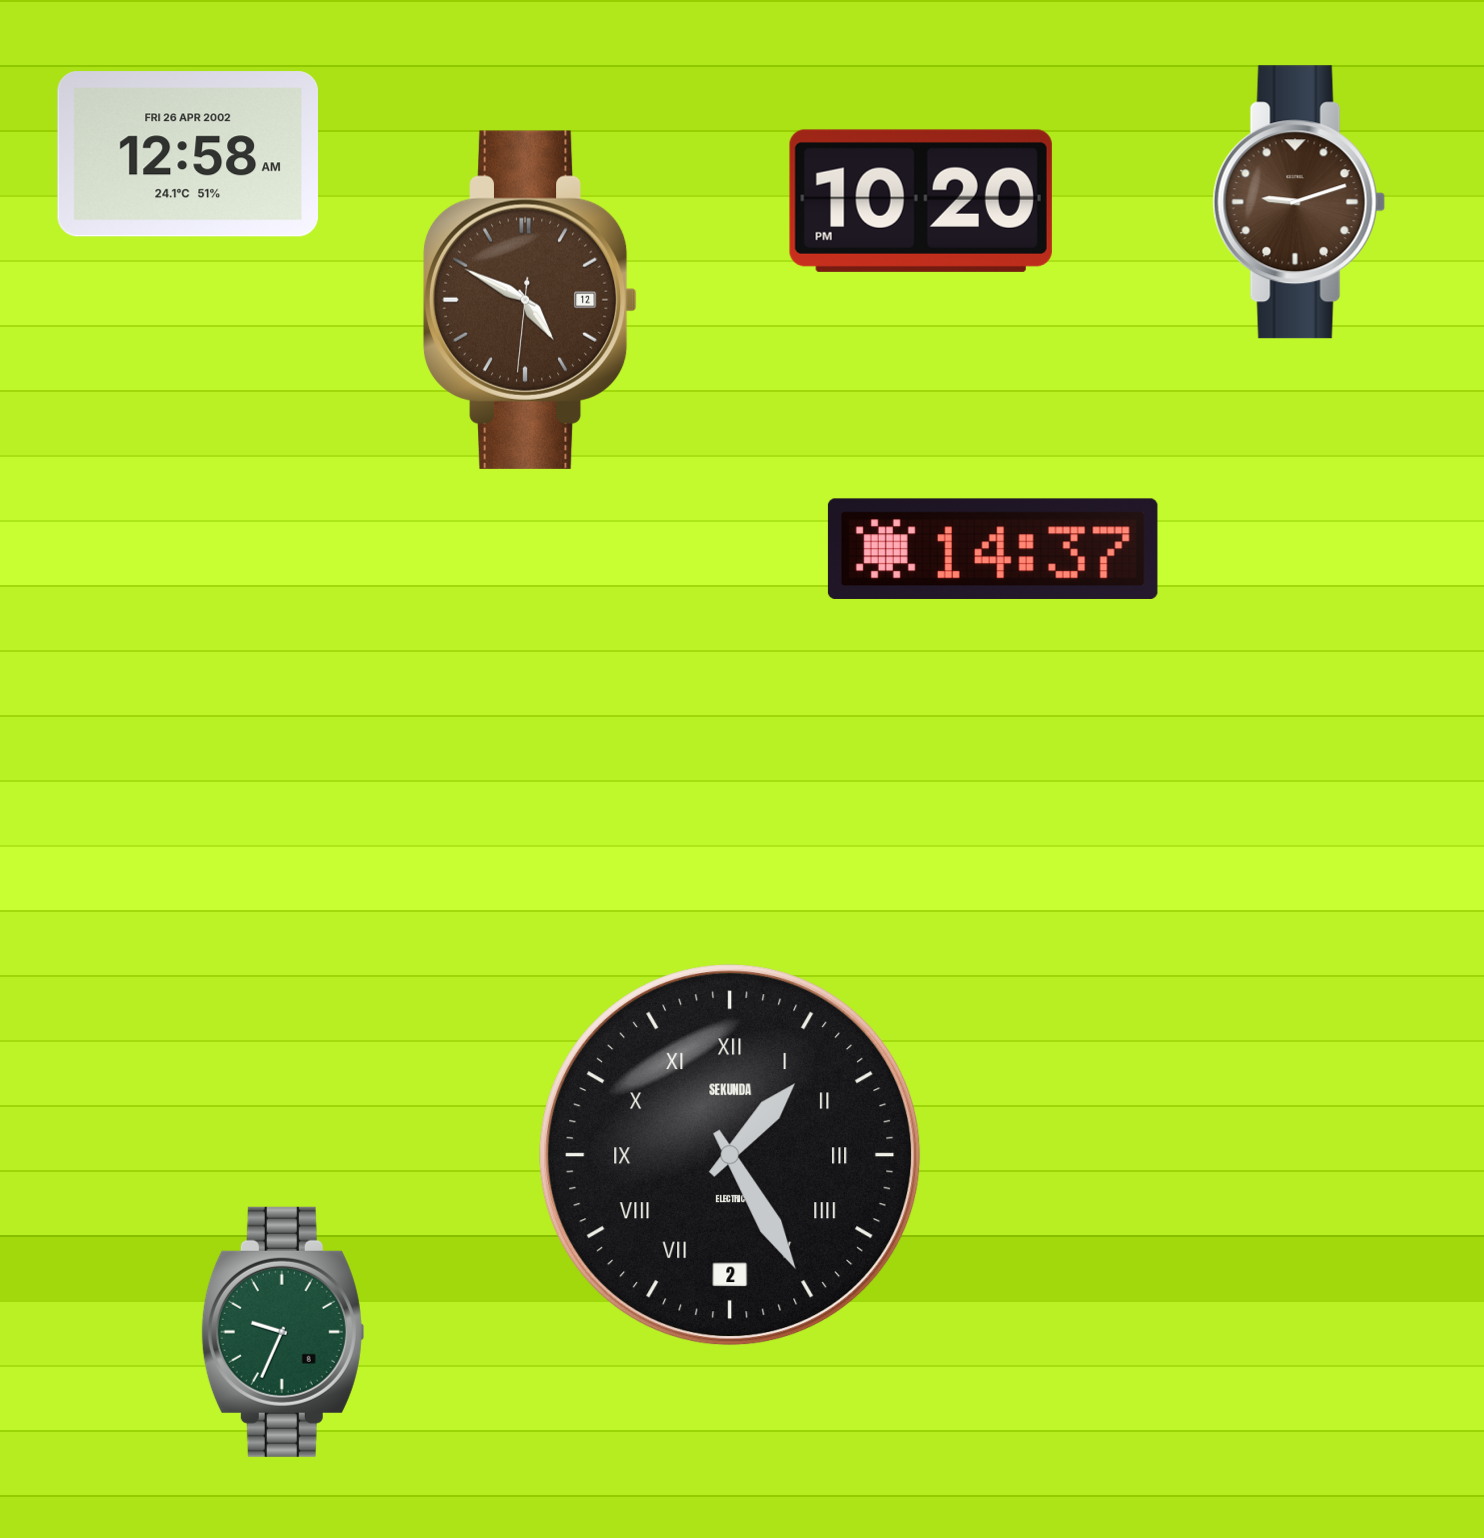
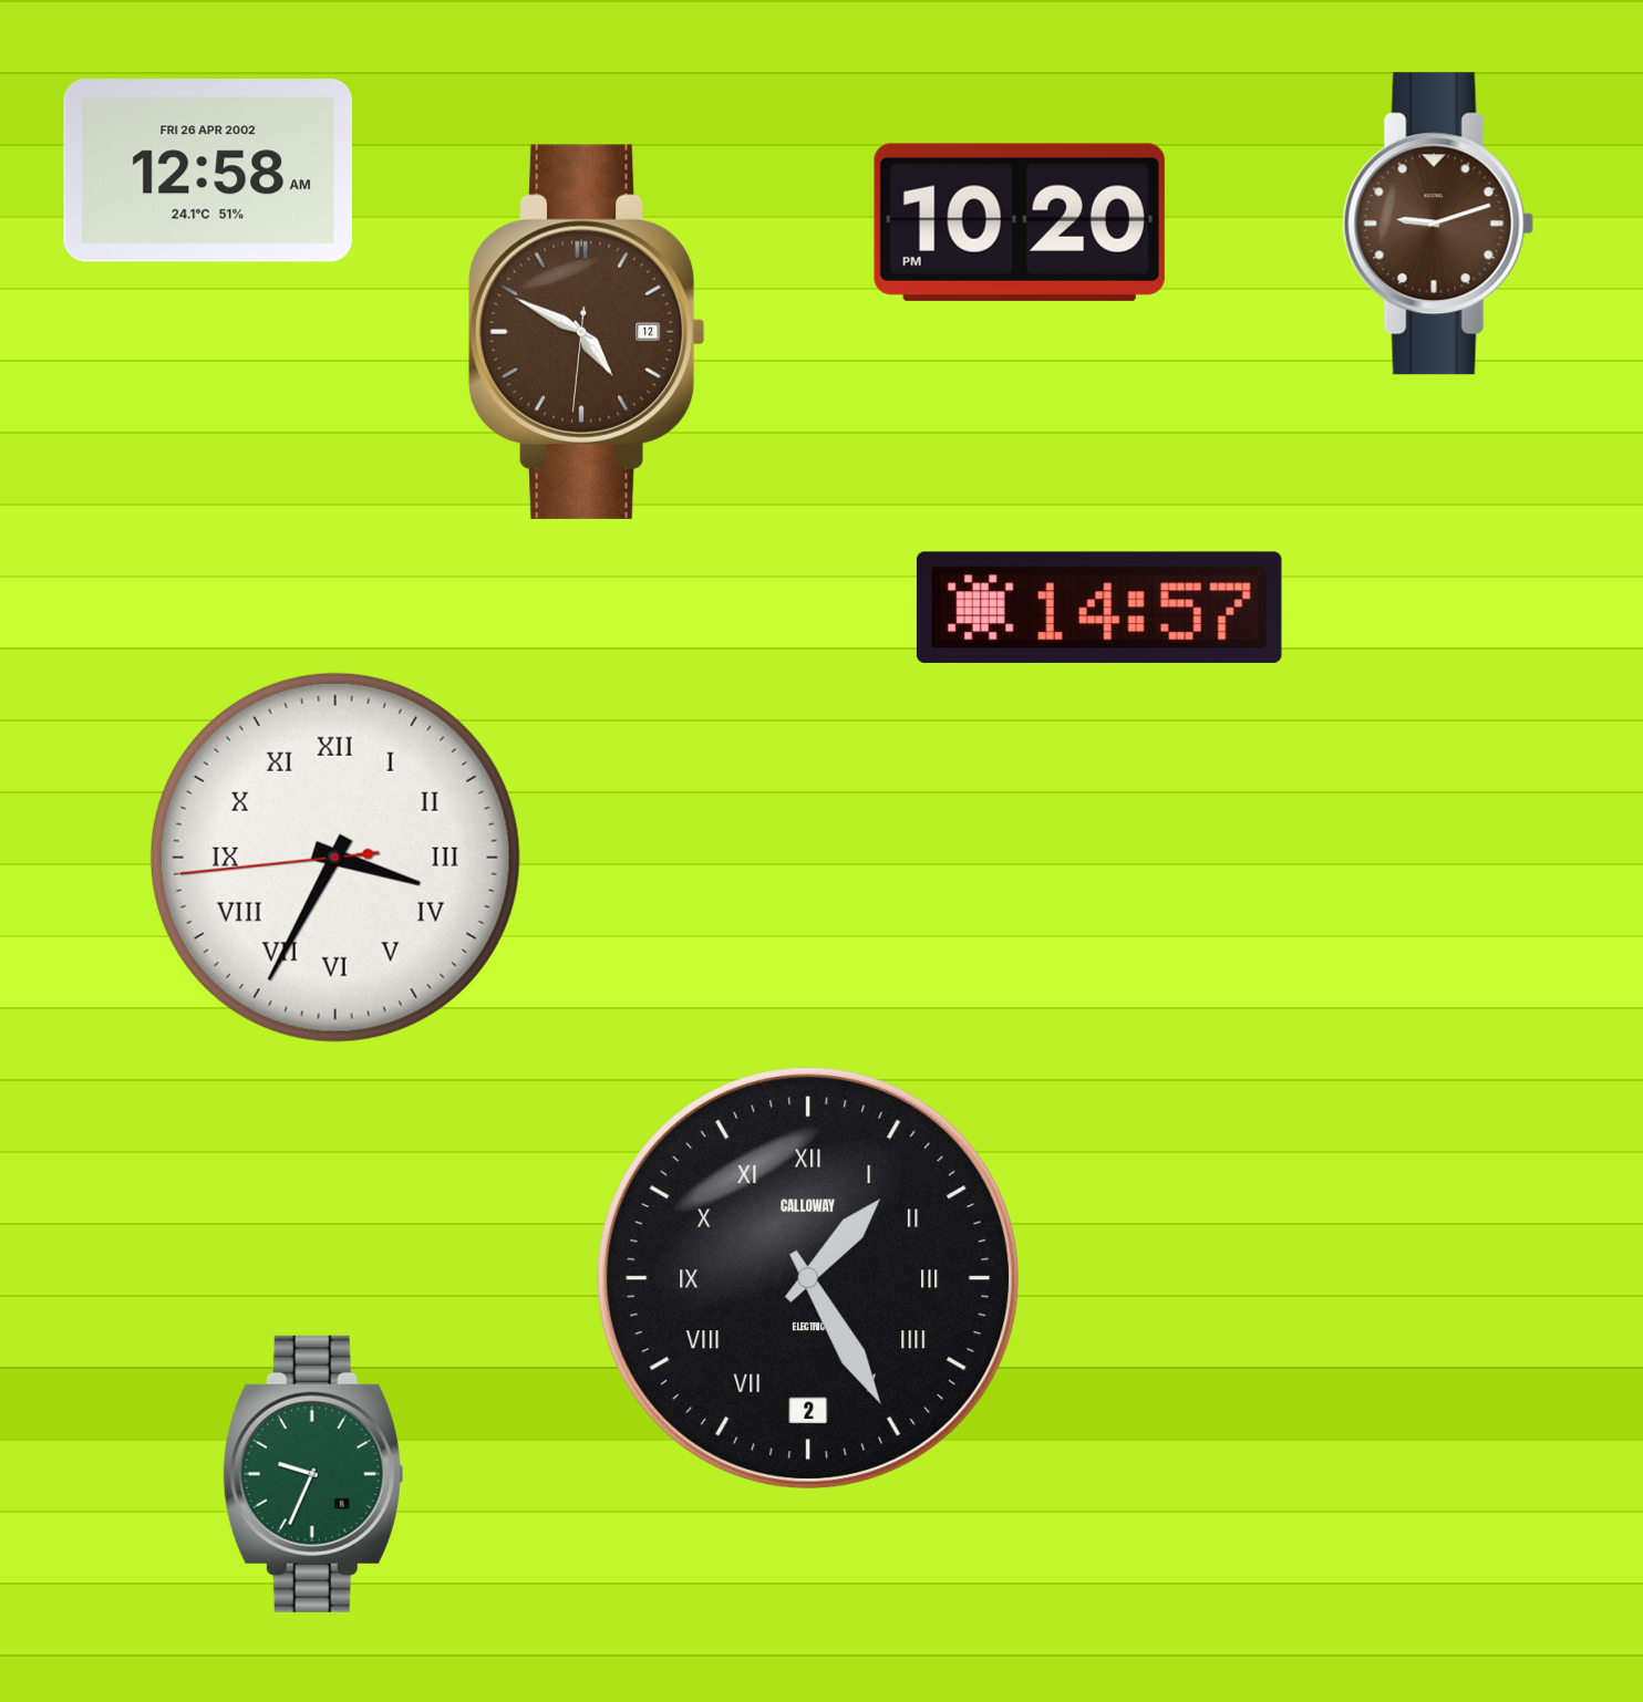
clock at (993, 549): 14:37 -> 14:57
clock at (335, 858): none -> 3:34
clock at (730, 1155) brand: SEKUNDA -> CALLOWAY
